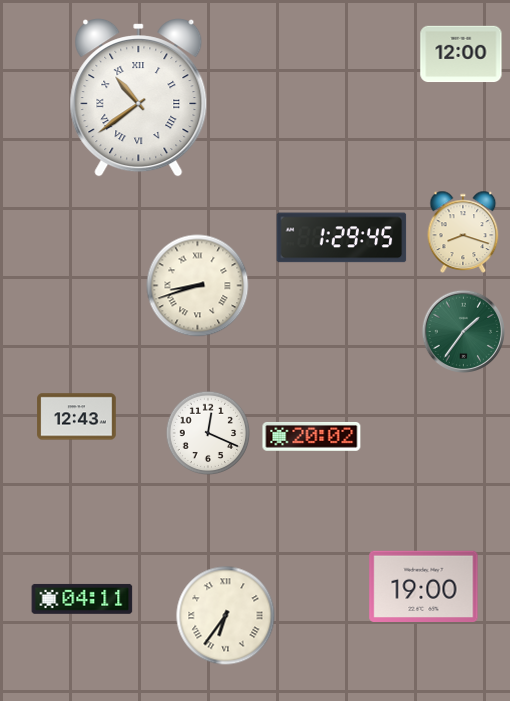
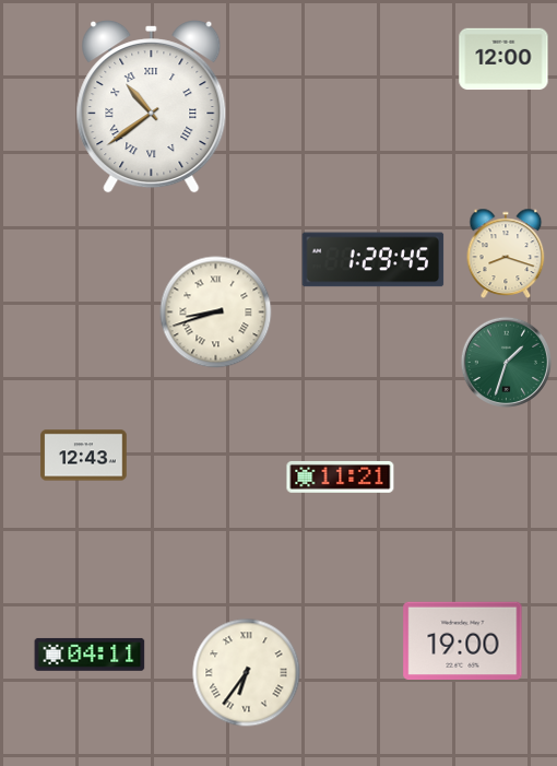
clock at (463, 331): 1:36 -> 1:33
clock at (208, 433): 12:19 -> none
clock at (312, 436): 20:02 -> 11:21
